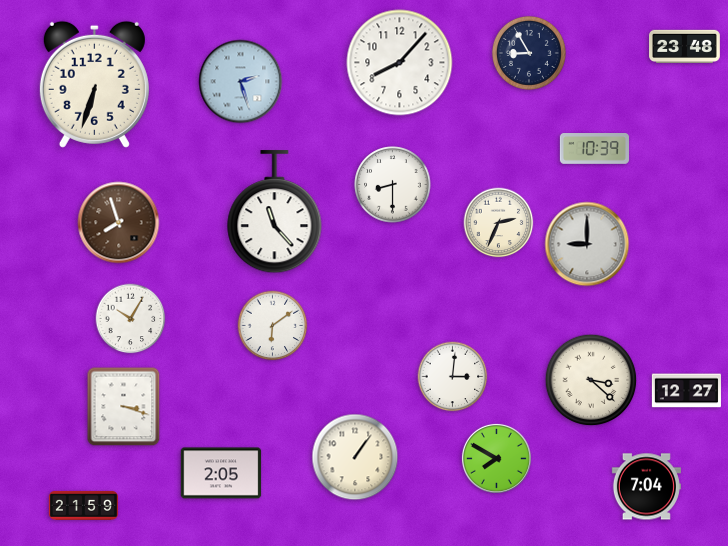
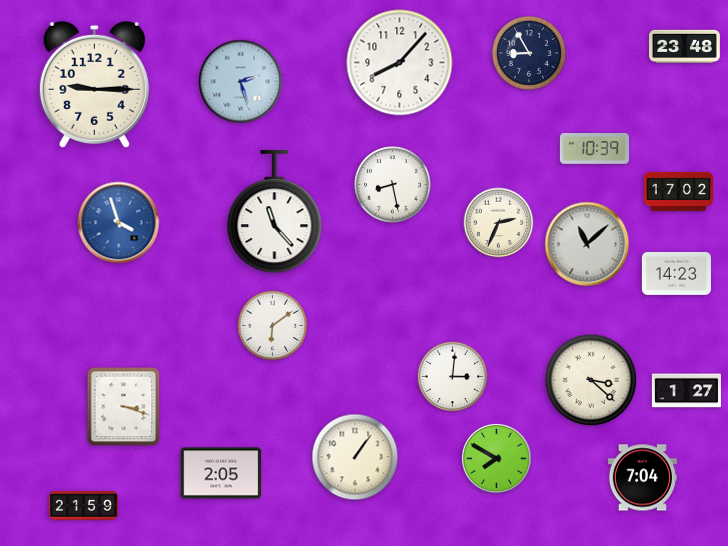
clock at (94, 84): 6:33 -> 9:15
clock at (393, 185): 8:30 -> 8:28
clock at (678, 191): none -> 17:02
clock at (119, 223): 7:57 -> 3:57
clock at (119, 223) dial: brown -> blue
clock at (587, 244): 9:00 -> 11:08
clock at (676, 273): none -> 14:23
clock at (131, 319): 10:05 -> none
clock at (686, 391): 12:27 -> 1:27
clock at (646, 487) position: (646, 487) -> (642, 478)
